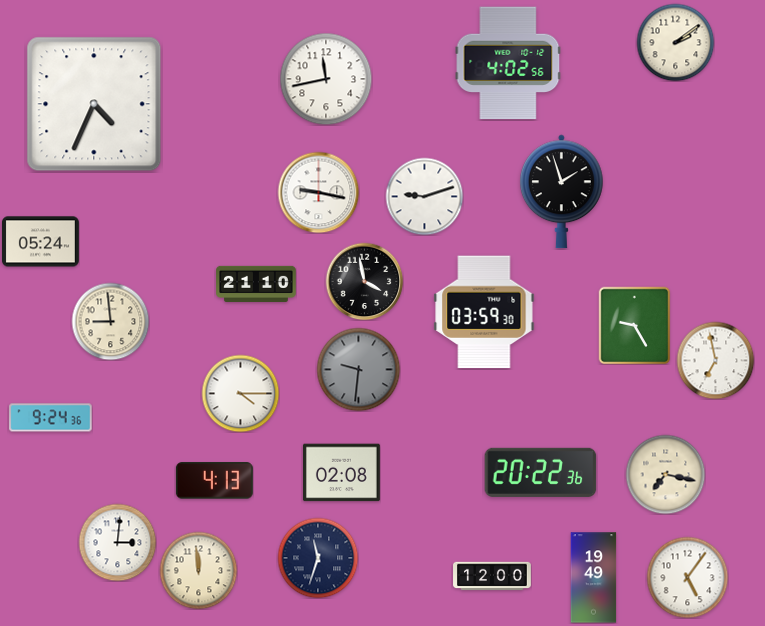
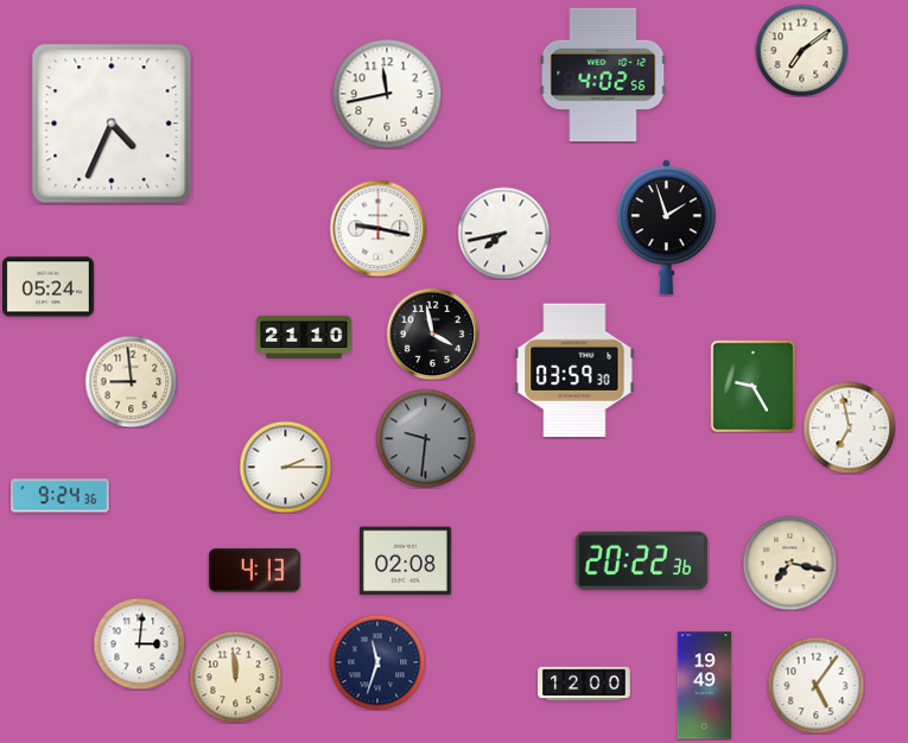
clock at (675, 42): 2:09 -> 7:09
clock at (424, 196): 9:12 -> 7:43
clock at (240, 393): 4:15 -> 2:15
